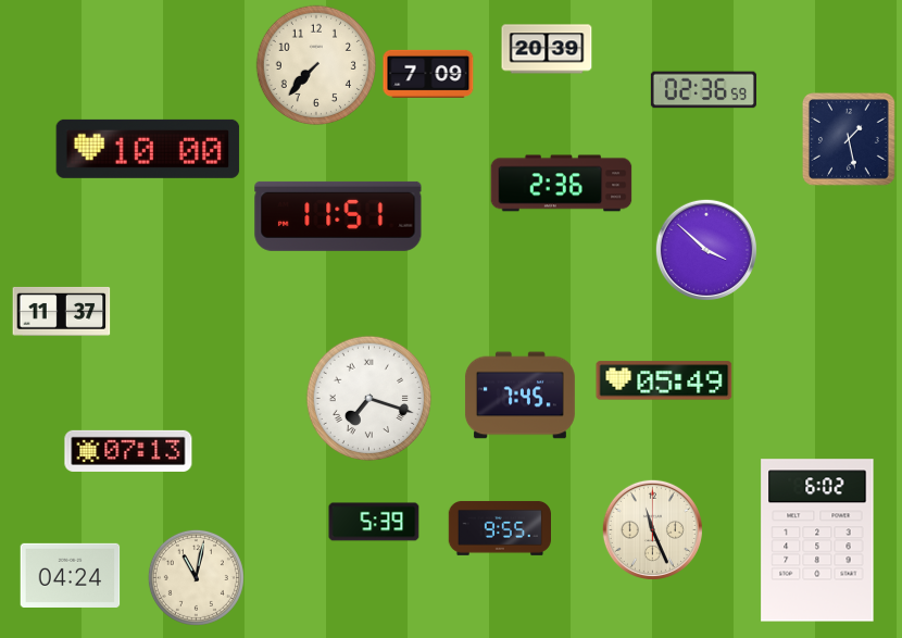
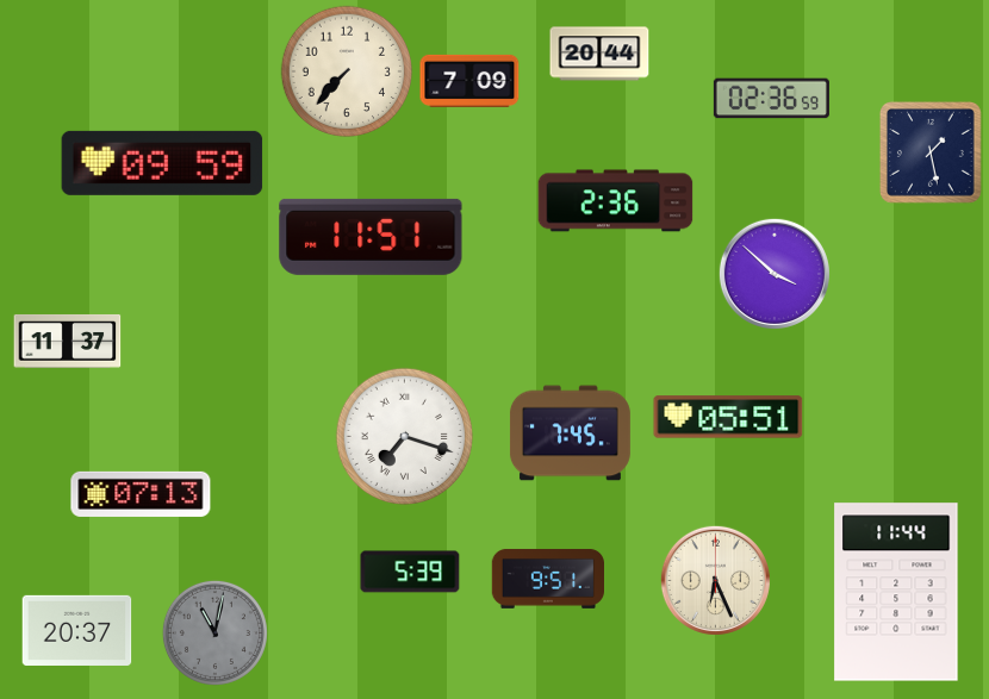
clock at (547, 49): 20:39 -> 20:44
clock at (148, 149): 10:00 -> 09:59
clock at (664, 380): 05:49 -> 05:51
clock at (500, 528): 9:55 -> 9:51
clock at (652, 529): 11:26 -> 6:26
clock at (817, 540): 6:02 -> 11:44
clock at (71, 575): 04:24 -> 20:37
clock at (196, 577) dial: cream -> grey
